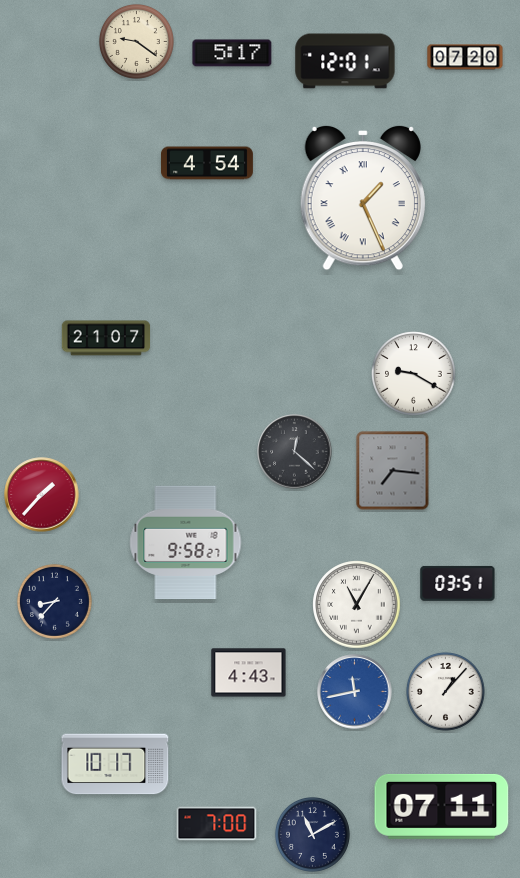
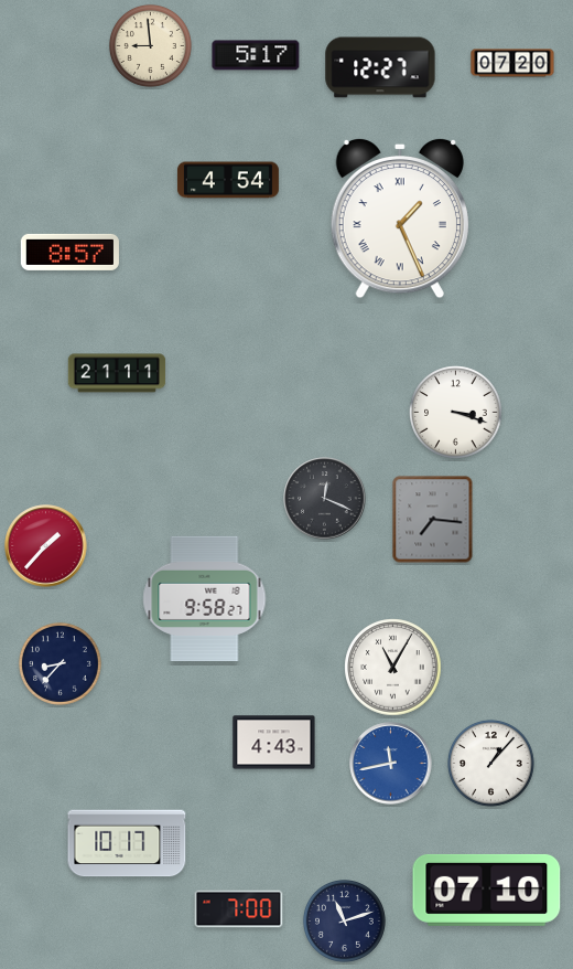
clock at (136, 41): 9:21 -> 8:59
clock at (232, 53) position: (232, 53) -> (256, 55)
clock at (345, 61): 12:01 -> 12:27
clock at (69, 252): none -> 8:57
clock at (106, 338): 21:07 -> 21:11
clock at (414, 374): 9:20 -> 3:18
clock at (295, 452): 12:22 -> 12:19
clock at (458, 583): 03:51 -> none
clock at (442, 806): 07:11 -> 07:10
clock at (312, 834): 11:10 -> 11:12
